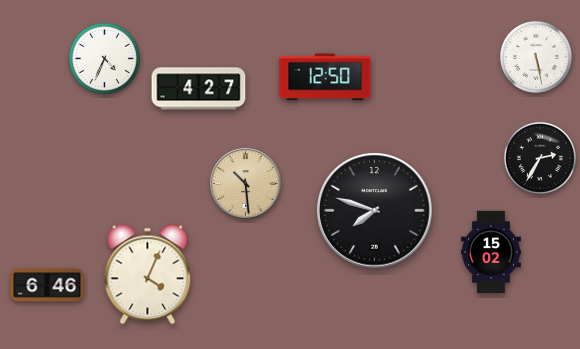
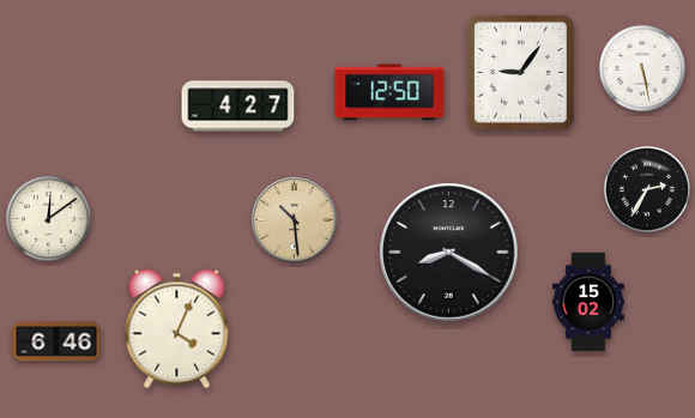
clock at (104, 58): 4:34 -> none
clock at (520, 72): none -> 9:06
clock at (48, 218): none -> 12:09
clock at (375, 211): 7:48 -> 8:20
